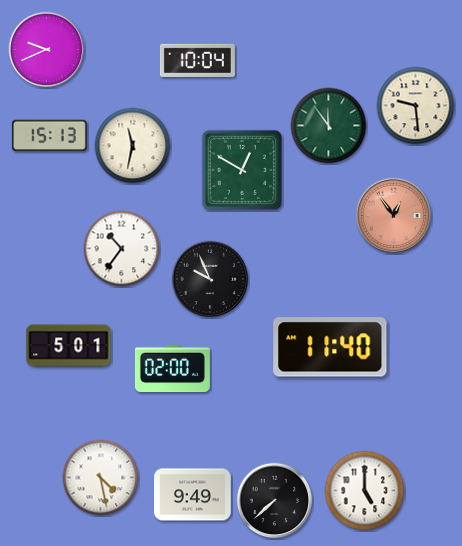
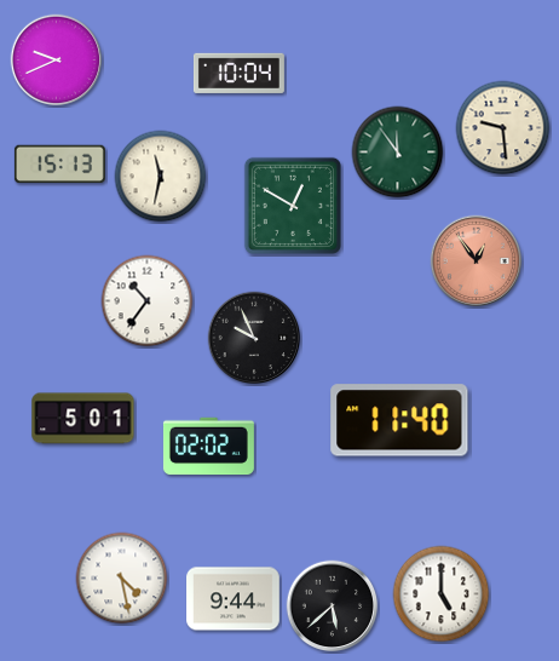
clock at (172, 369): 02:00 -> 02:02
clock at (193, 495): 9:49 -> 9:44
clock at (275, 501): 7:38 -> 5:38
